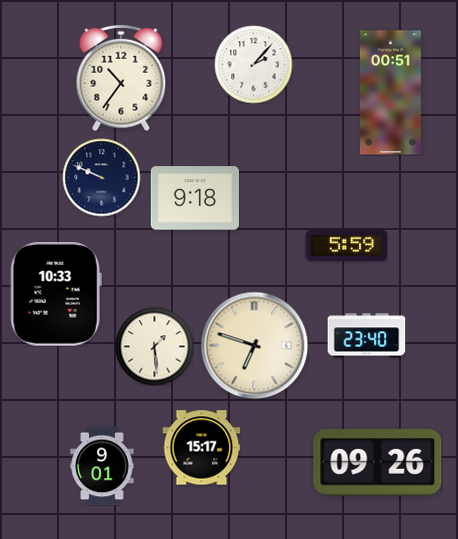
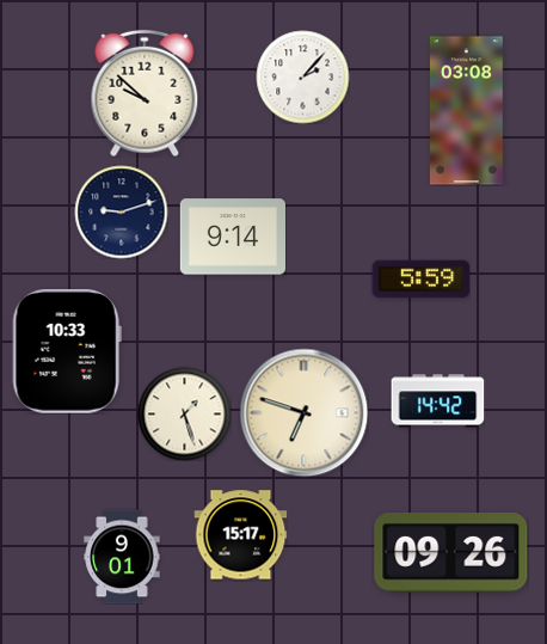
clock at (121, 78): 10:36 -> 9:52
clock at (391, 93): 00:51 -> 03:08
clock at (101, 177): 9:49 -> 9:12
clock at (194, 198): 9:18 -> 9:14
clock at (346, 246) position: (346, 246) -> (420, 280)
clock at (366, 336): 23:40 -> 14:42
clock at (154, 346): 1:29 -> 1:27
